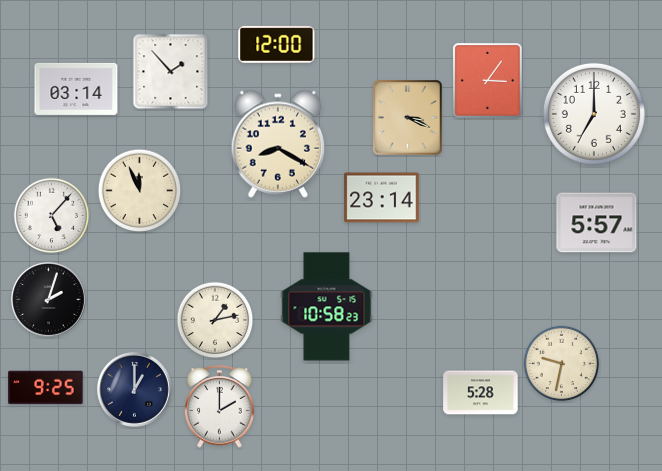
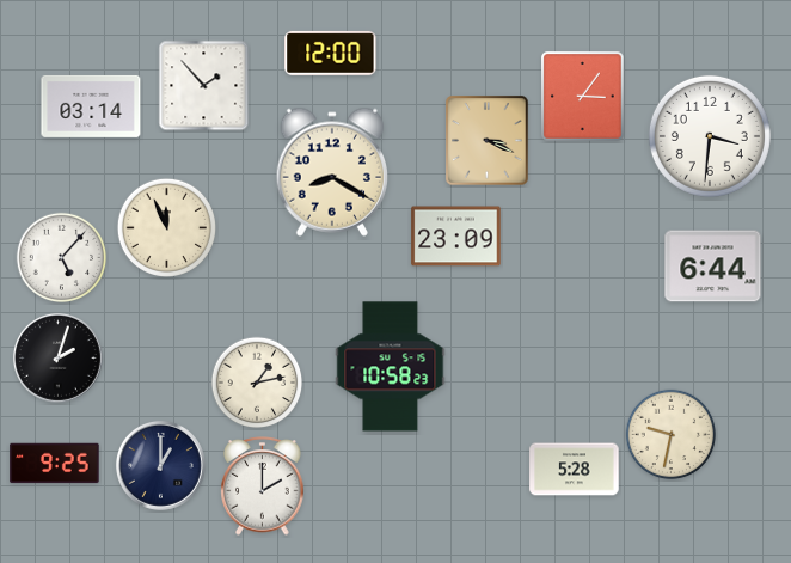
clock at (594, 114): 7:00 -> 3:31
clock at (382, 198): 23:14 -> 23:09
clock at (597, 223): 5:57 -> 6:44
